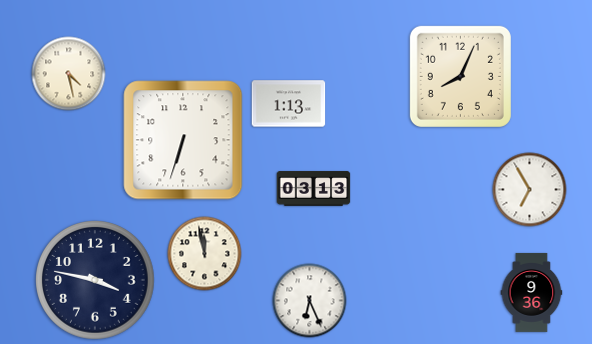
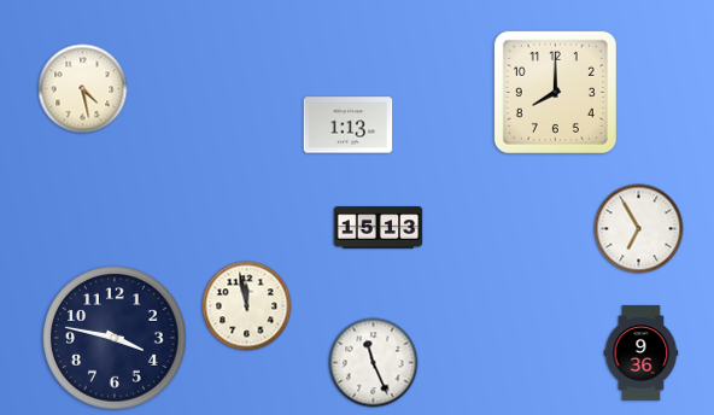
clock at (460, 76): 8:04 -> 8:00
clock at (183, 140): 6:33 -> none
clock at (314, 189): 03:13 -> 15:13
clock at (310, 301): 6:26 -> 11:26
